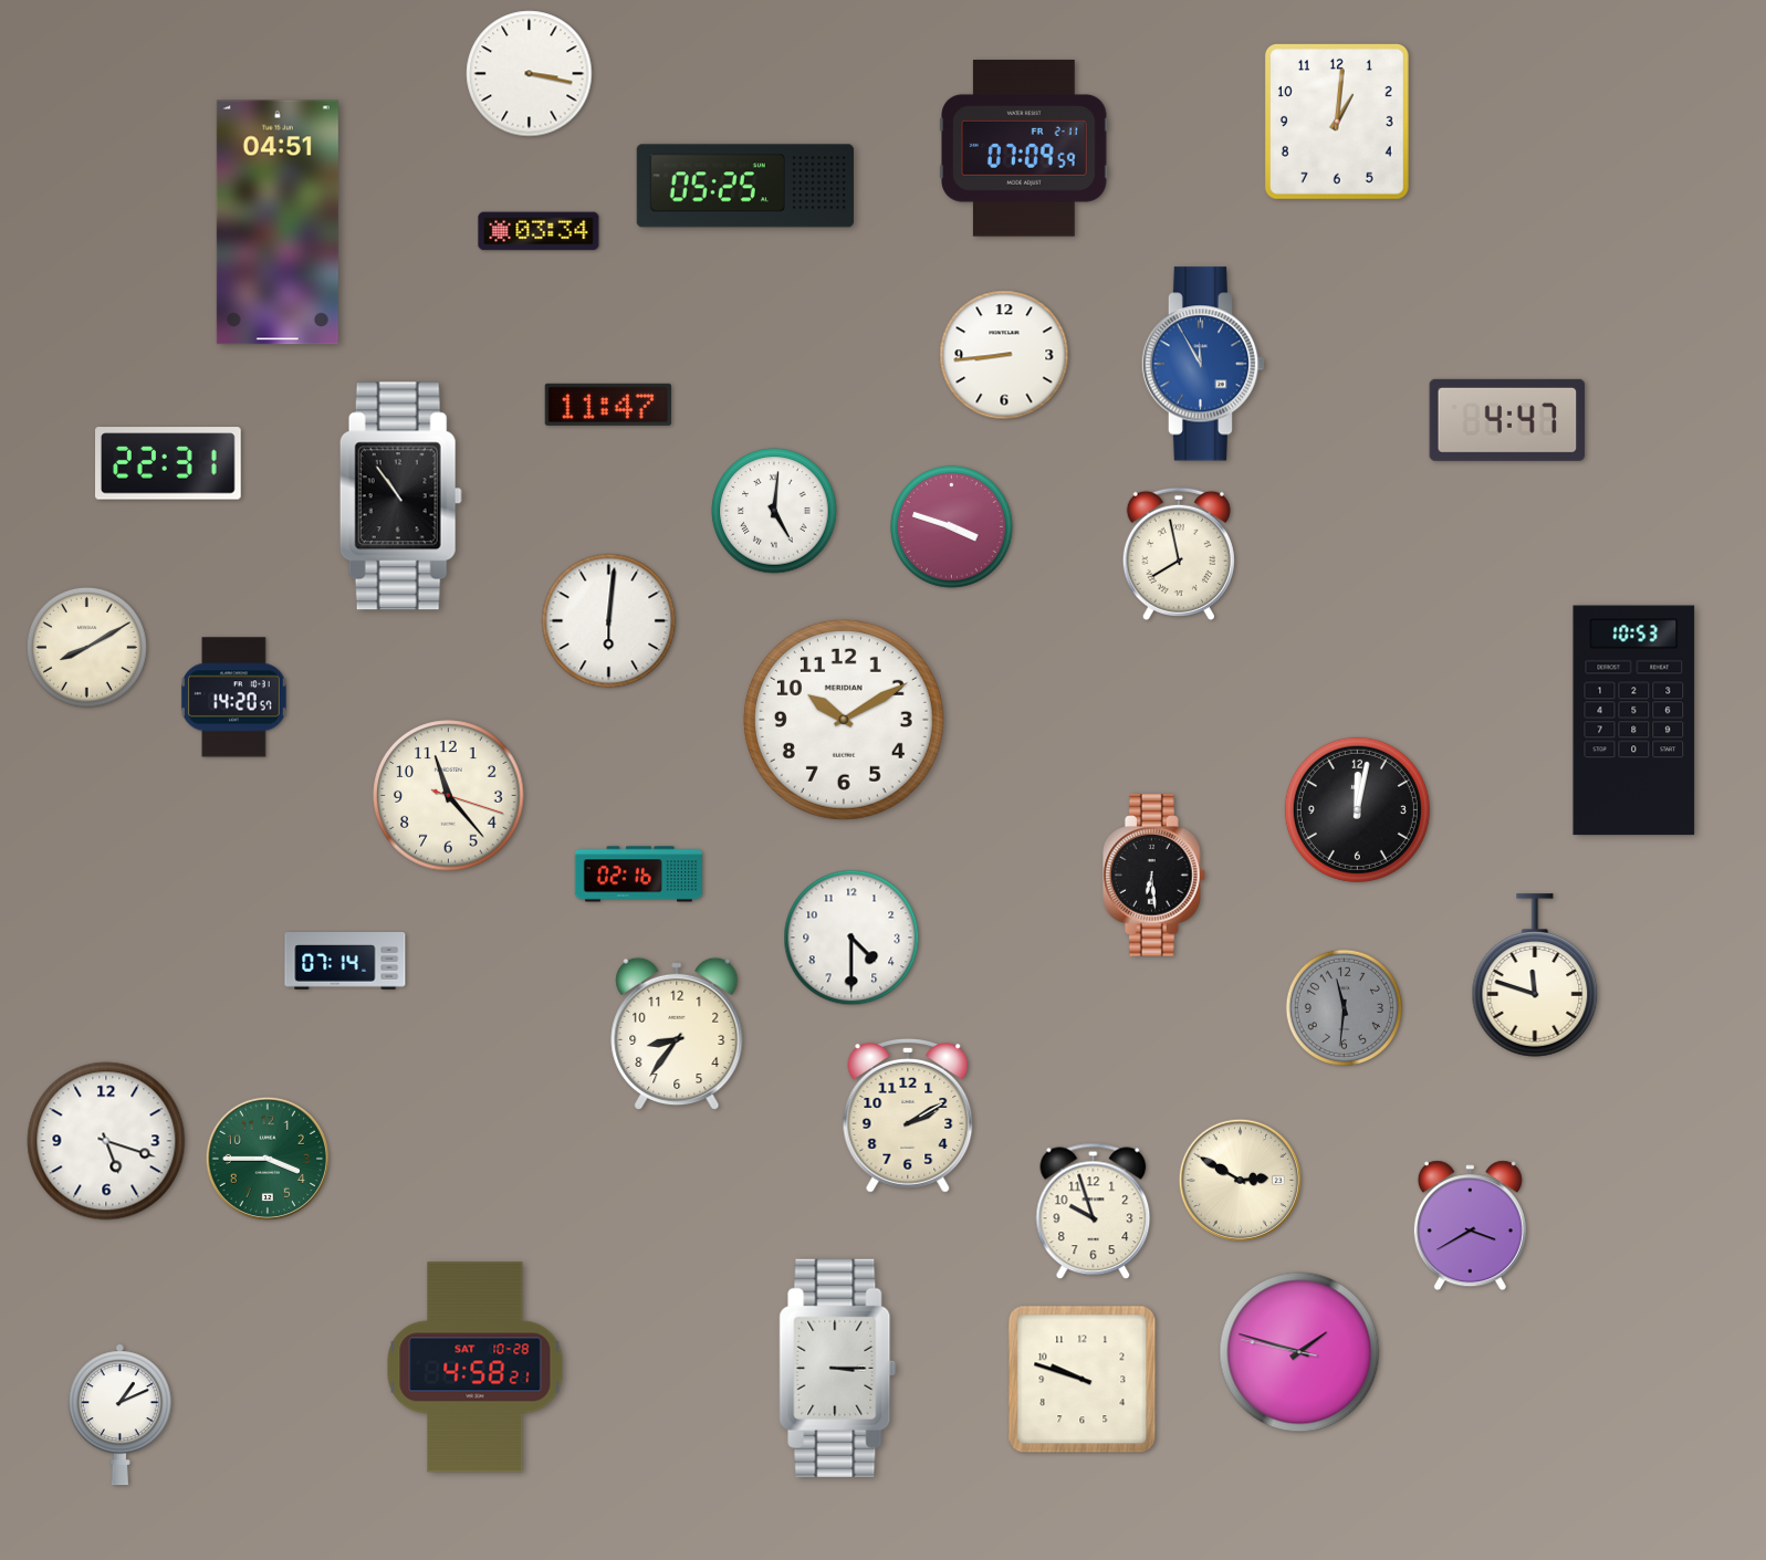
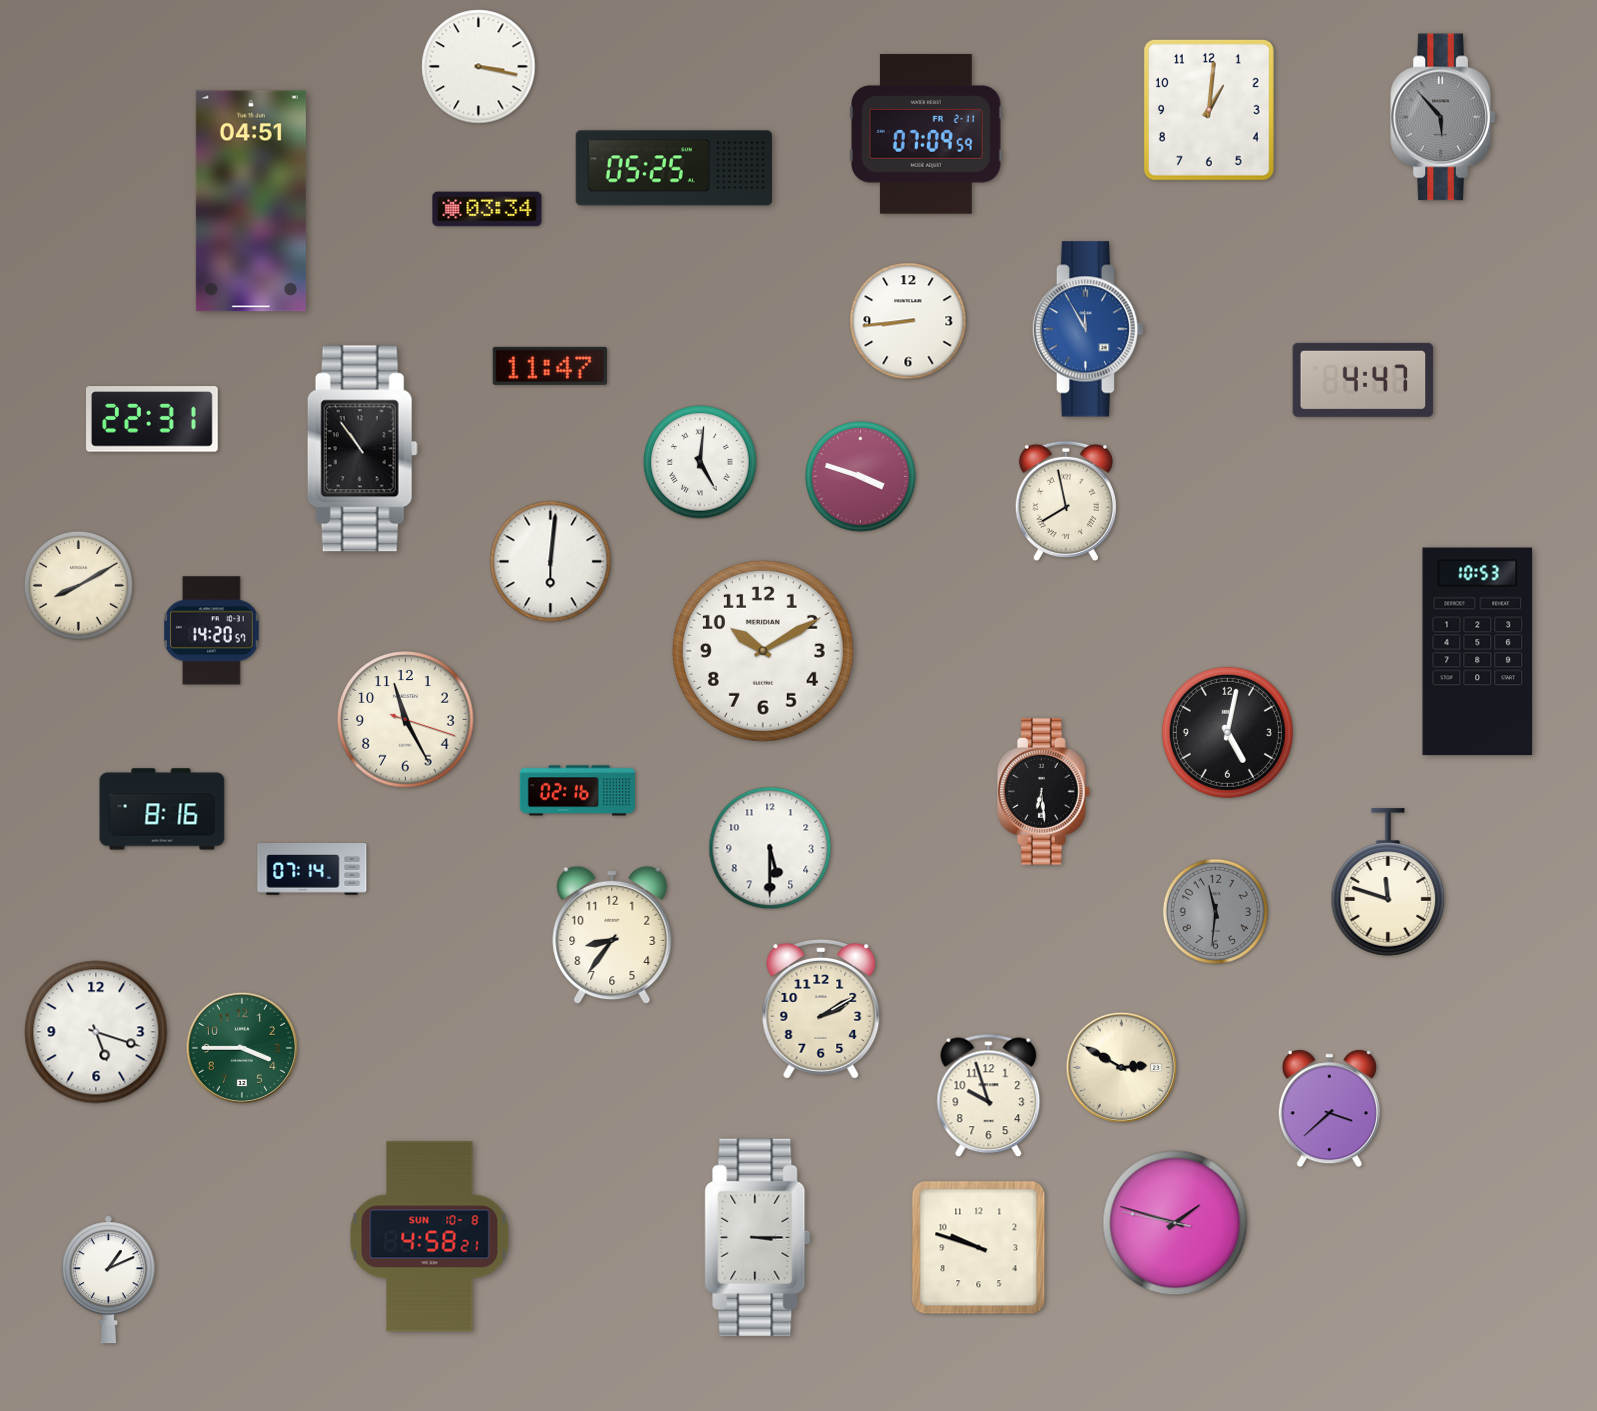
clock at (1443, 117): none -> 5:53
clock at (449, 796): 11:23 -> 11:25
clock at (1357, 809): 12:02 -> 5:02
clock at (162, 809): none -> 8:16
clock at (851, 938): 4:30 -> 5:30
clock at (1470, 1226): 3:40 -> 3:38
clock at (476, 1368) date: SAT 10-28 -> SUN 10-8
